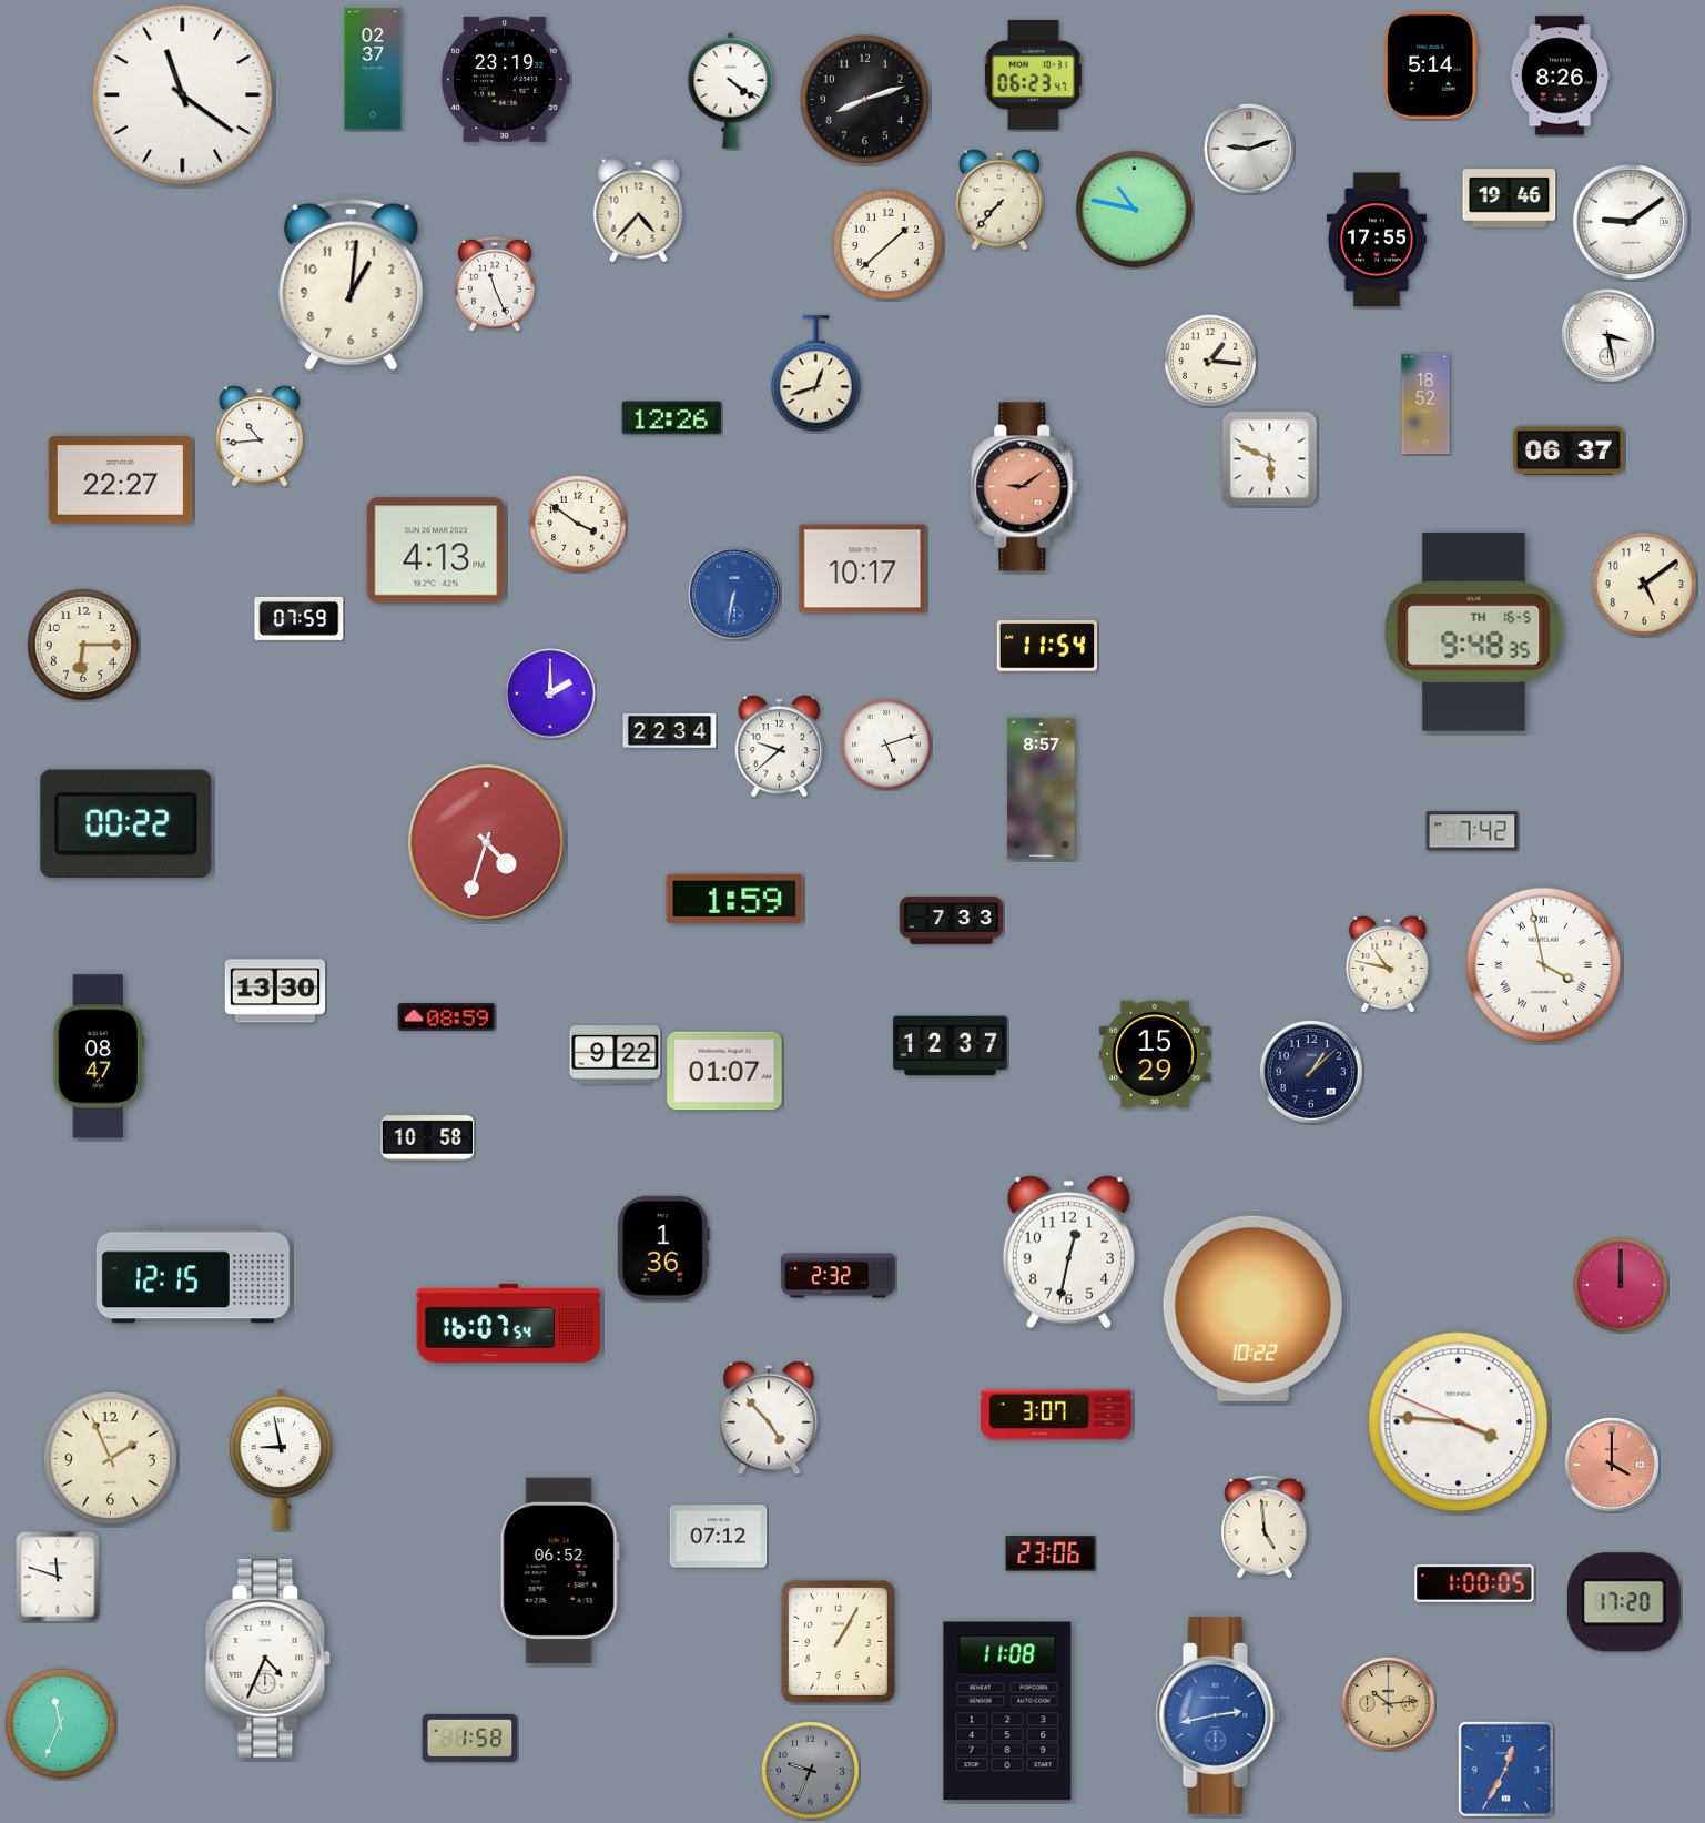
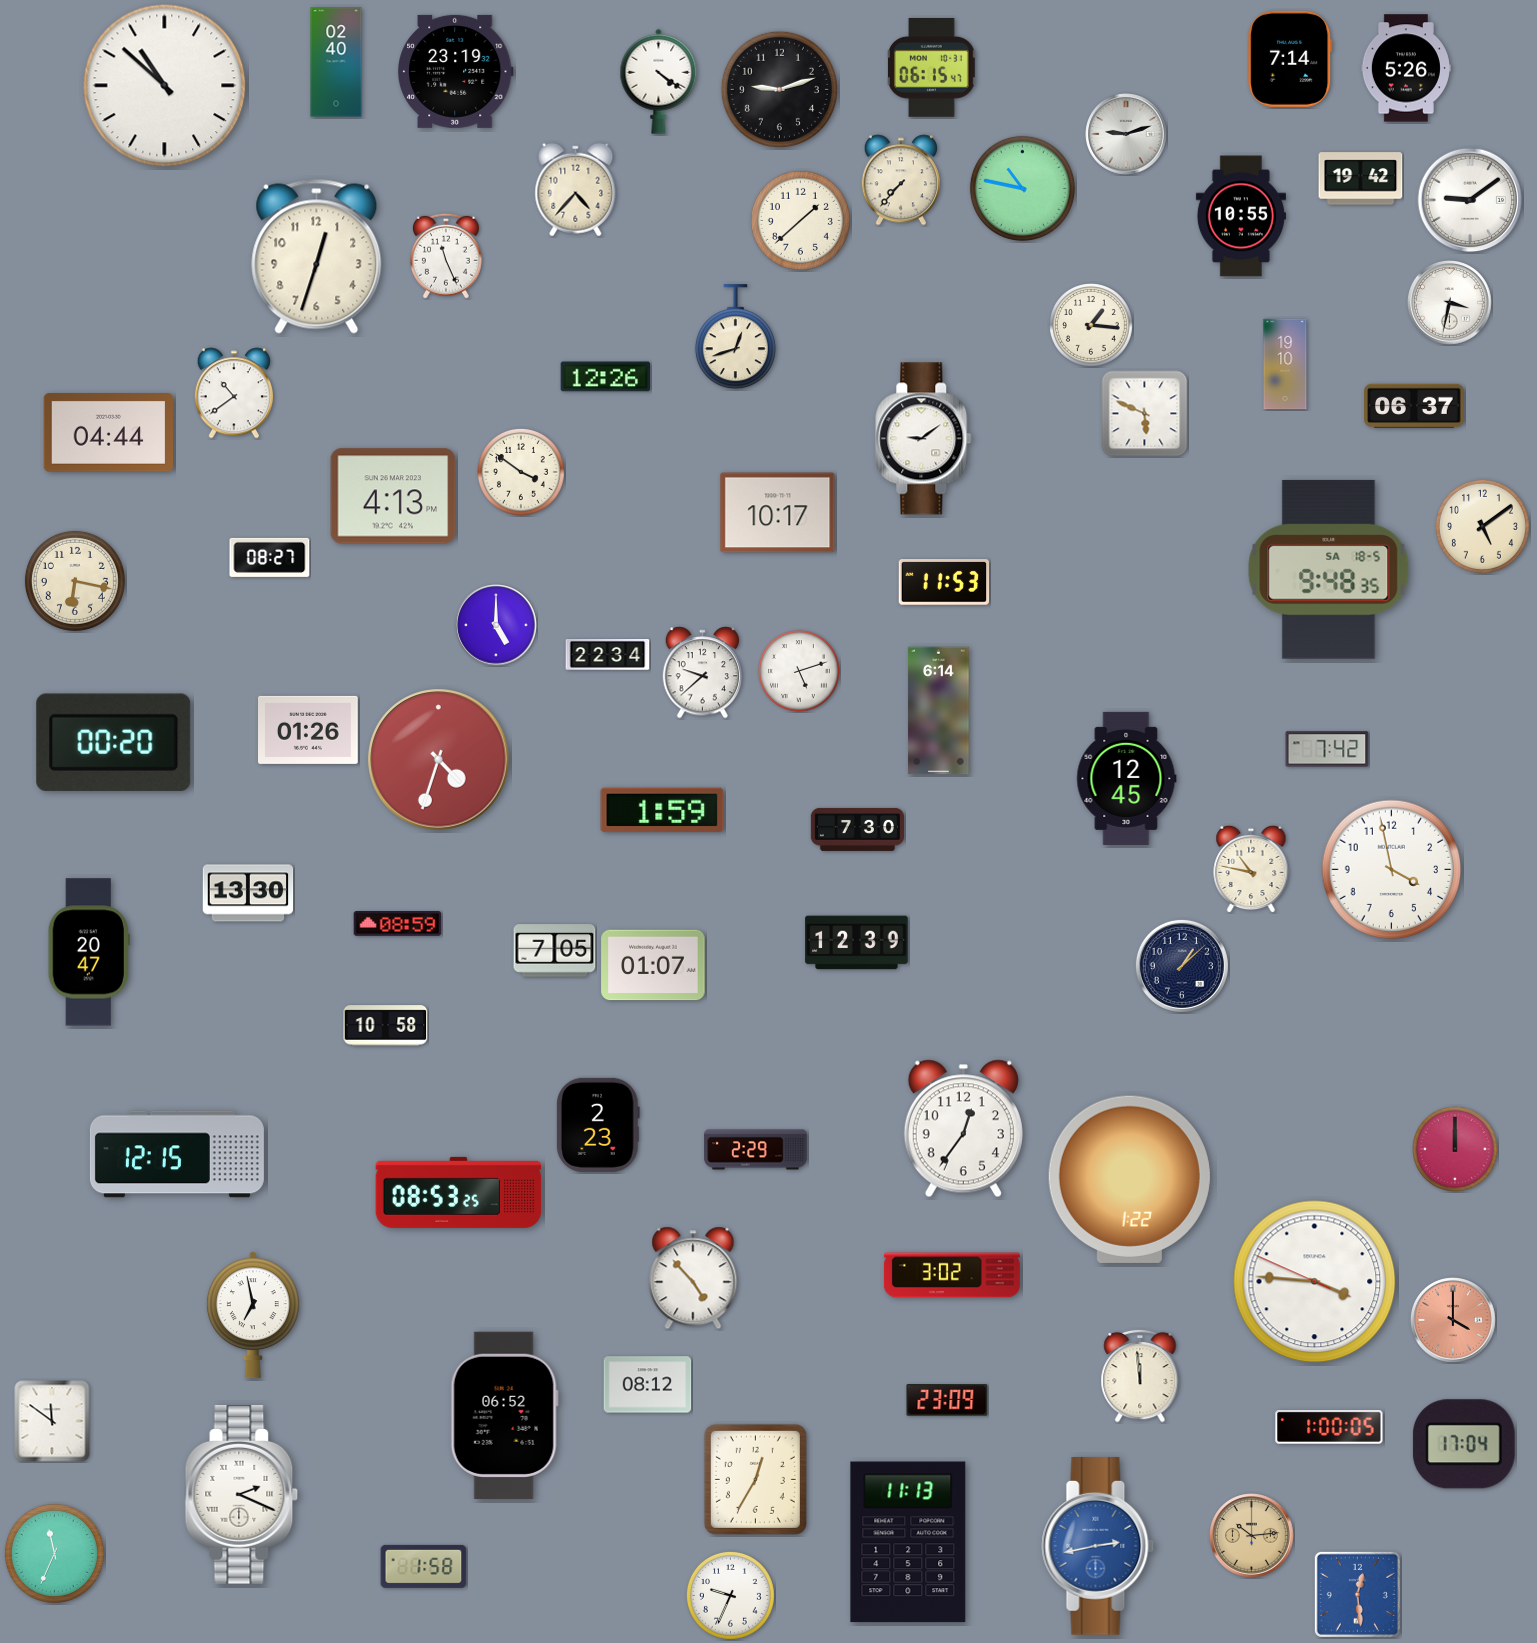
clock at (1431, 65): 5:14 -> 7:14
clock at (373, 69): 02:37 -> 02:40
clock at (1034, 74): 06:23 -> 06:15
clock at (1560, 75): 8:26 -> 5:26
clock at (183, 95): 11:21 -> 10:52
clock at (864, 99): 8:12 -> 9:12
clock at (1510, 199): 19:46 -> 19:42
clock at (1377, 240): 17:55 -> 10:55
clock at (352, 284): 1:01 -> 12:33
clock at (1608, 336): 3:28 -> 3:32
clock at (1425, 404): 18:52 -> 19:10
clock at (260, 436): 10:44 -> 10:39
clock at (120, 480): 22:27 -> 04:44
clock at (1025, 487) dial: salmon -> white
clock at (734, 594): 6:32 -> none
clock at (300, 618): 07:59 -> 08:27
clock at (1474, 631) date: TH 16-5 -> SA 18-5
clock at (83, 645): 6:15 -> 6:17
clock at (1047, 646): 11:54 -> 11:53
clock at (550, 693): 2:00 -> 5:00
clock at (670, 731) position: (670, 731) -> (608, 655)
clock at (1042, 789): 8:57 -> 6:14
clock at (309, 730): none -> 01:26
clock at (126, 823): 00:22 -> 00:20
clock at (1127, 778): none -> 12:45
clock at (951, 920): 7:33 -> 7:30
clock at (1544, 965) numerals: Roman -> Arabic
clock at (447, 1017) position: (447, 1017) -> (398, 924)
clock at (951, 1046): 12:37 -> 12:39
clock at (1156, 1054): 15:29 -> none
clock at (616, 1055): 9:22 -> 7:05
clock at (99, 1056): 08:47 -> 20:47
clock at (663, 1248): 1:36 -> 2:23
clock at (1068, 1253): 12:32 -> 12:36
clock at (193, 1275) position: (193, 1275) -> (177, 1154)
clock at (839, 1276): 2:32 -> 2:29
clock at (1622, 1286) position: (1622, 1286) -> (1456, 1150)
clock at (1252, 1308): 10:22 -> 1:22
clock at (509, 1323): 16:07 -> 08:53
clock at (1056, 1415): 3:07 -> 3:02
clock at (110, 1458): 1:56 -> none
clock at (281, 1459): 8:58 -> 6:58
clock at (1265, 1527): 4:59 -> 11:59
clock at (719, 1537): 07:12 -> 08:12
clock at (1051, 1553): 23:06 -> 23:09
clock at (58, 1577): 11:48 -> 11:51
clock at (1624, 1602): 17:20 -> 17:04
clock at (838, 1641): 1:05 -> 12:35
clock at (268, 1659): 4:34 -> 2:19
clock at (1007, 1711): 11:08 -> 11:13
clock at (1505, 1769): 12:35 -> 12:29
clock at (810, 1770) dial: grey -> white
